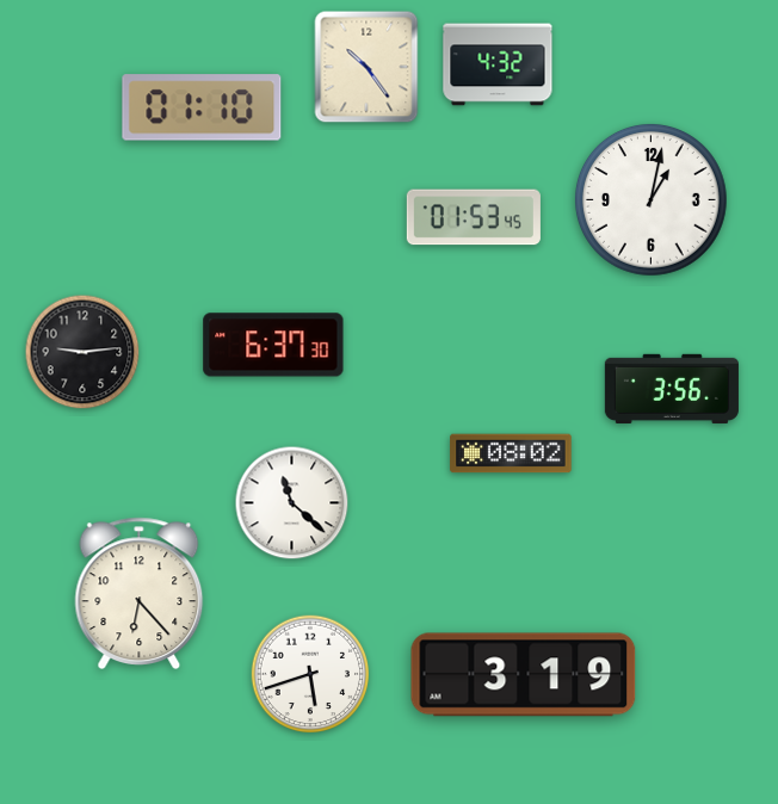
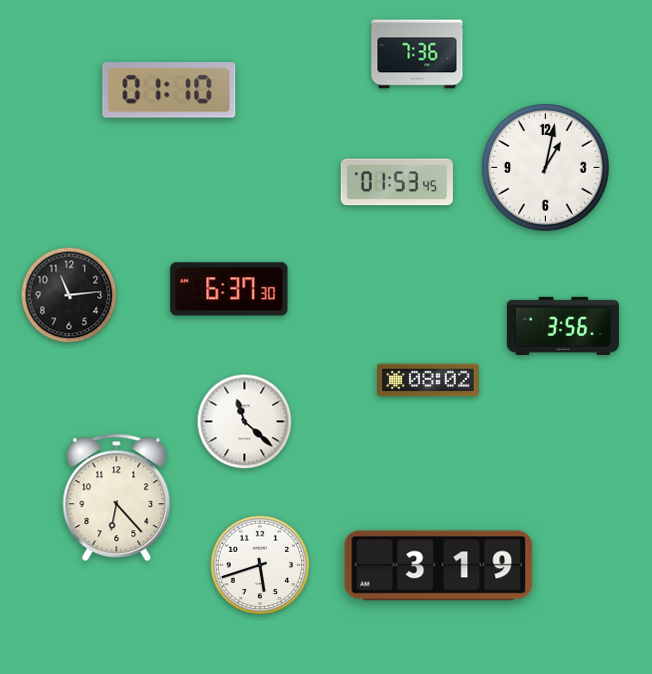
clock at (498, 64): 4:32 -> 7:36
clock at (366, 67): 10:24 -> none
clock at (82, 352): 9:14 -> 11:14
